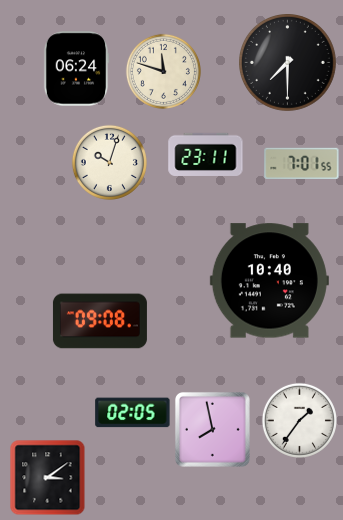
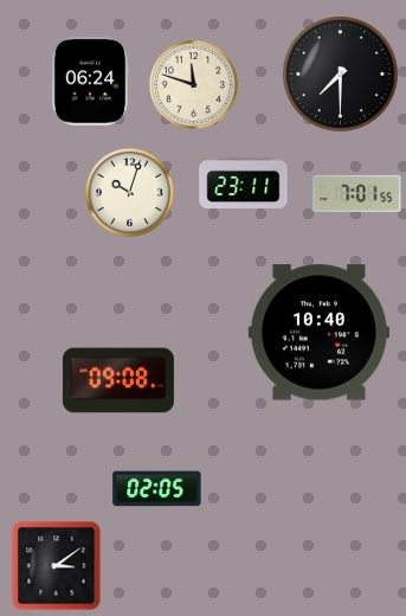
clock at (299, 420): 1:36 -> none
clock at (212, 429): 7:58 -> none
